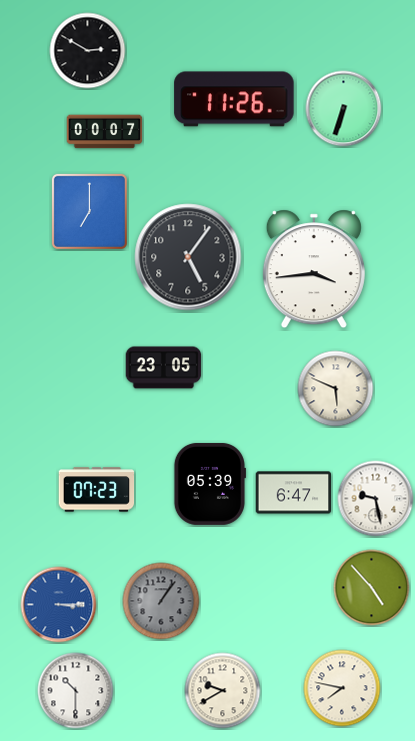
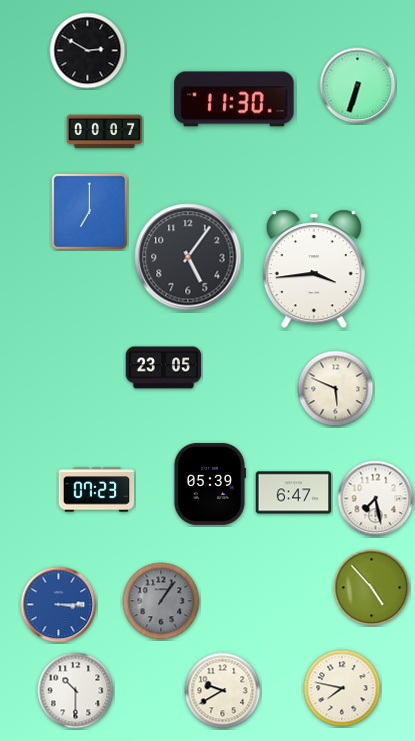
clock at (234, 99): 11:26 -> 11:30
clock at (344, 109) position: (344, 109) -> (358, 86)
clock at (376, 499): 9:28 -> 7:28
